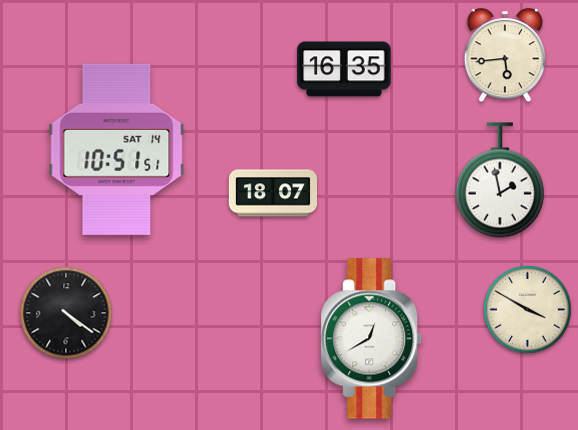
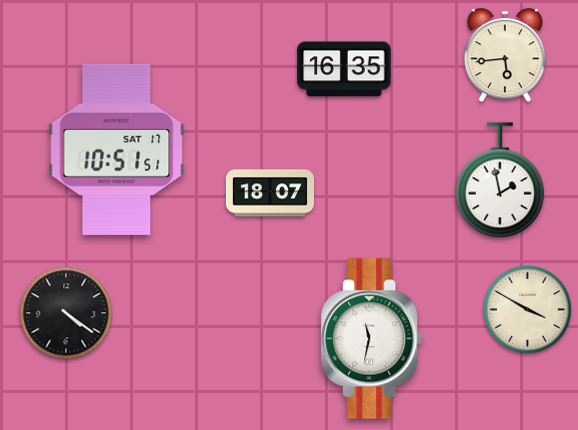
clock at (117, 149) date: SAT 14 -> SAT 17
clock at (272, 193) position: (272, 193) -> (269, 193)
clock at (372, 339): 12:40 -> 11:32
